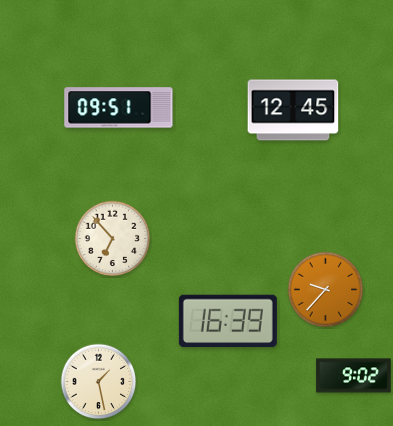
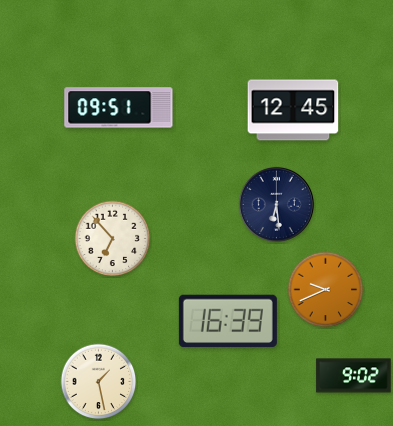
clock at (276, 204): none -> 6:29
clock at (326, 290): 9:37 -> 9:41
